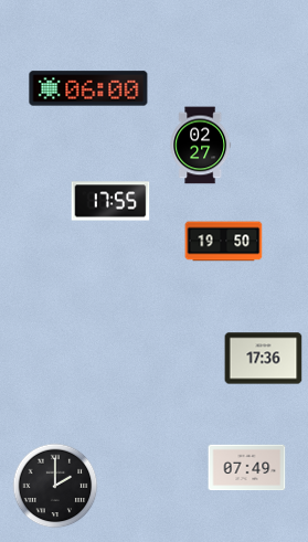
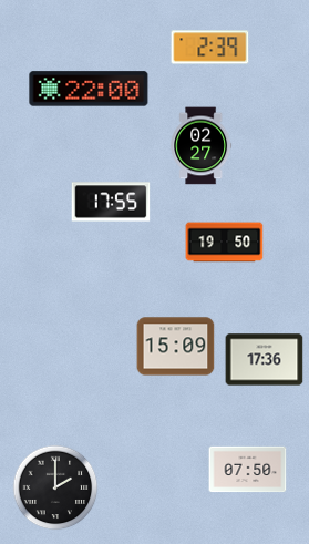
clock at (210, 48): none -> 2:39
clock at (88, 88): 06:00 -> 22:00
clock at (176, 347): none -> 15:09
clock at (247, 468): 07:49 -> 07:50
